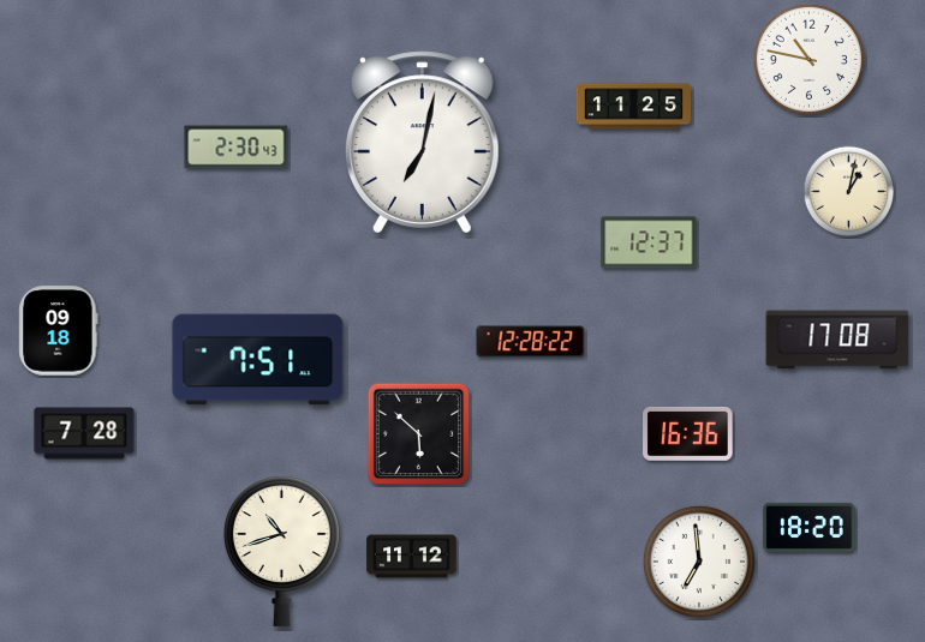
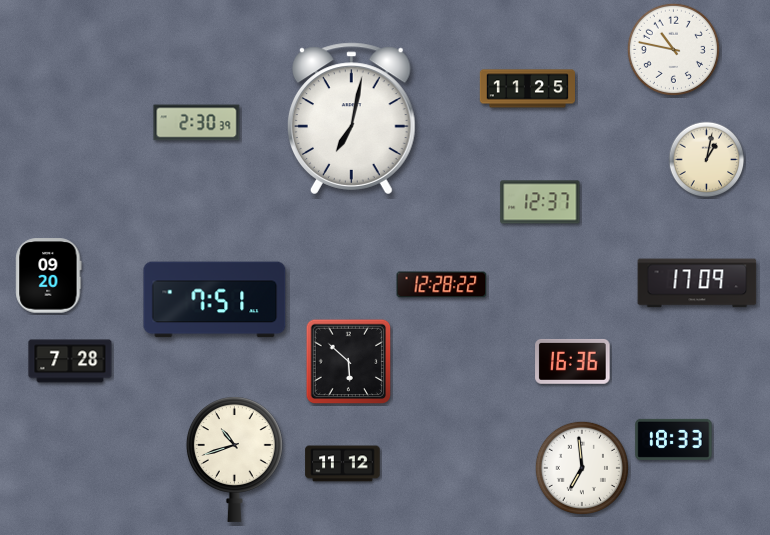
clock at (237, 148): 2:30:43 -> 2:30:39
clock at (59, 331): 09:18 -> 09:20
clock at (837, 340): 17:08 -> 17:09
clock at (810, 527): 18:20 -> 18:33
